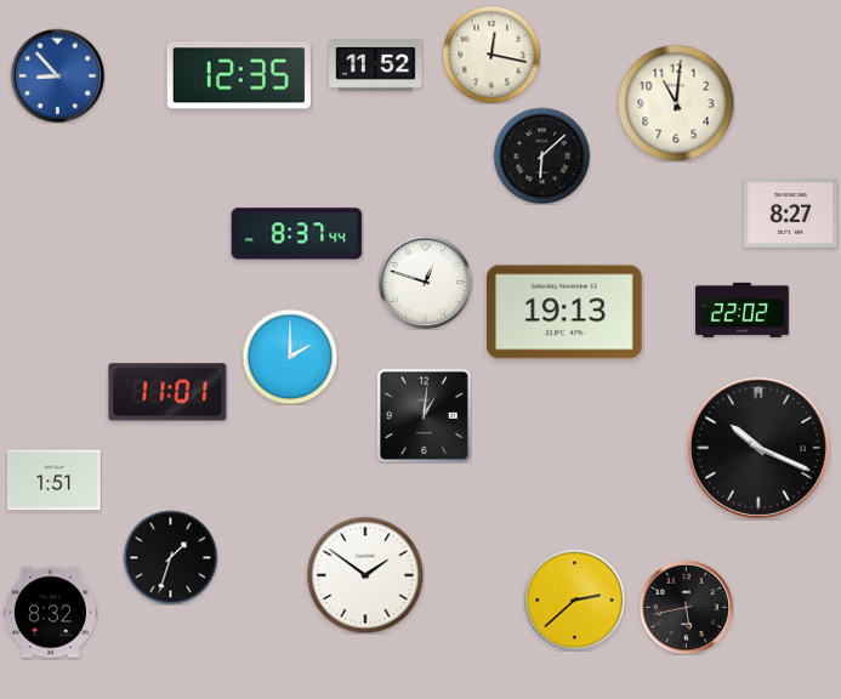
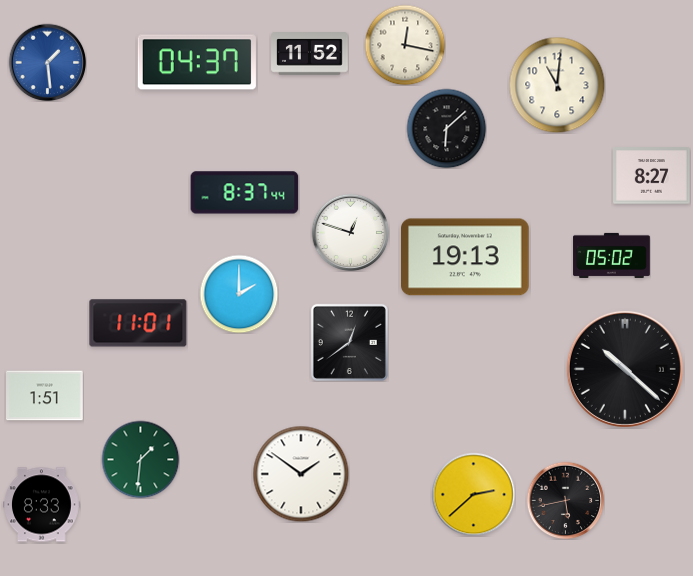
clock at (57, 75): 8:53 -> 1:29
clock at (239, 75): 12:35 -> 04:37
clock at (743, 309): 22:02 -> 05:02
clock at (424, 415): 1:01 -> 12:39
clock at (758, 448): 10:19 -> 10:22
clock at (170, 557): 1:33 -> 1:31
clock at (170, 557) dial: black -> green
clock at (51, 613): 8:32 -> 8:33
